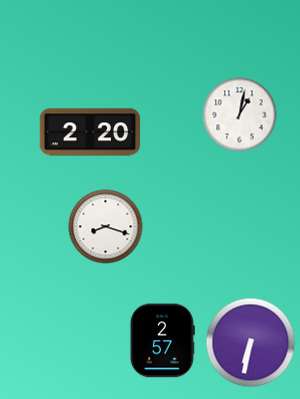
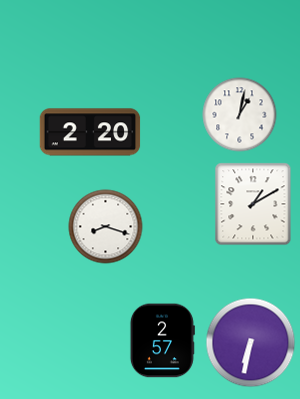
clock at (253, 204): none -> 1:10
